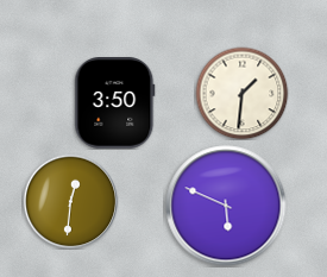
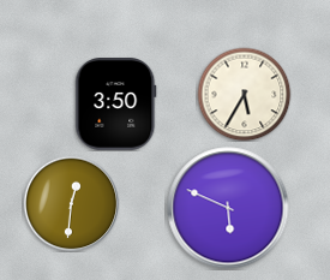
clock at (241, 93): 1:31 -> 5:35
